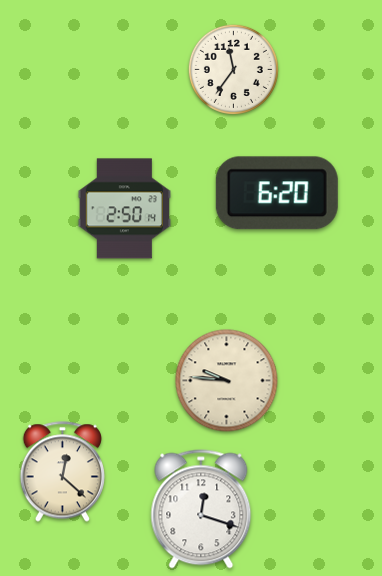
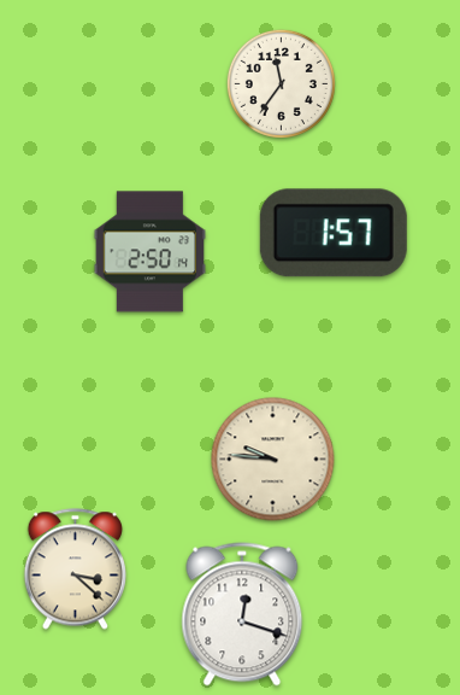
clock at (277, 193): 6:20 -> 1:57
clock at (62, 472): 12:22 -> 3:22
